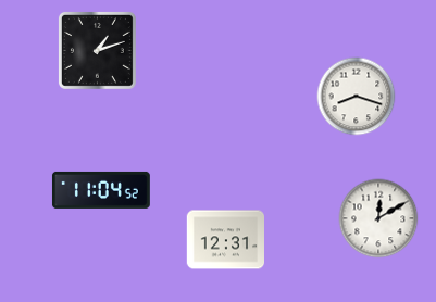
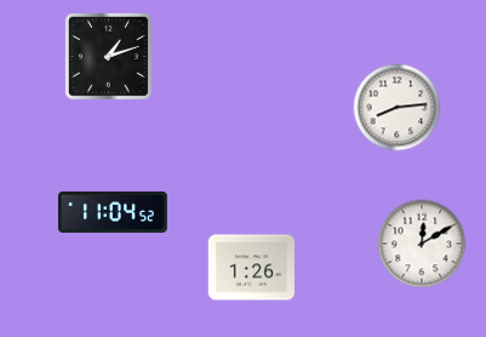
clock at (357, 97): 8:18 -> 8:14
clock at (225, 240): 12:31 -> 1:26
